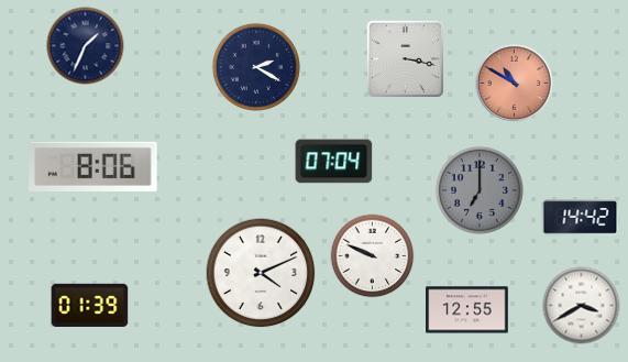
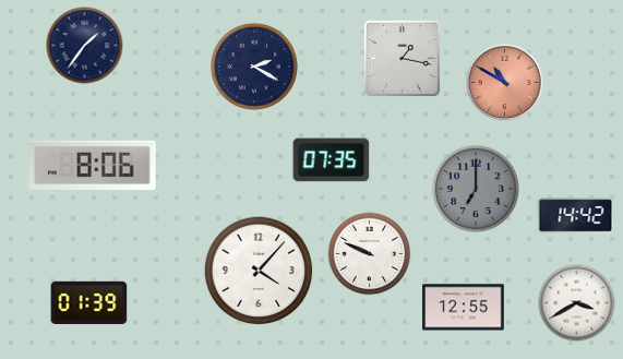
clock at (86, 46): 1:34 -> 1:36
clock at (405, 58): 3:17 -> 1:17
clock at (515, 84) position: (515, 84) -> (505, 83)
clock at (334, 162): 07:04 -> 07:35
clock at (261, 273): 4:11 -> 4:07
